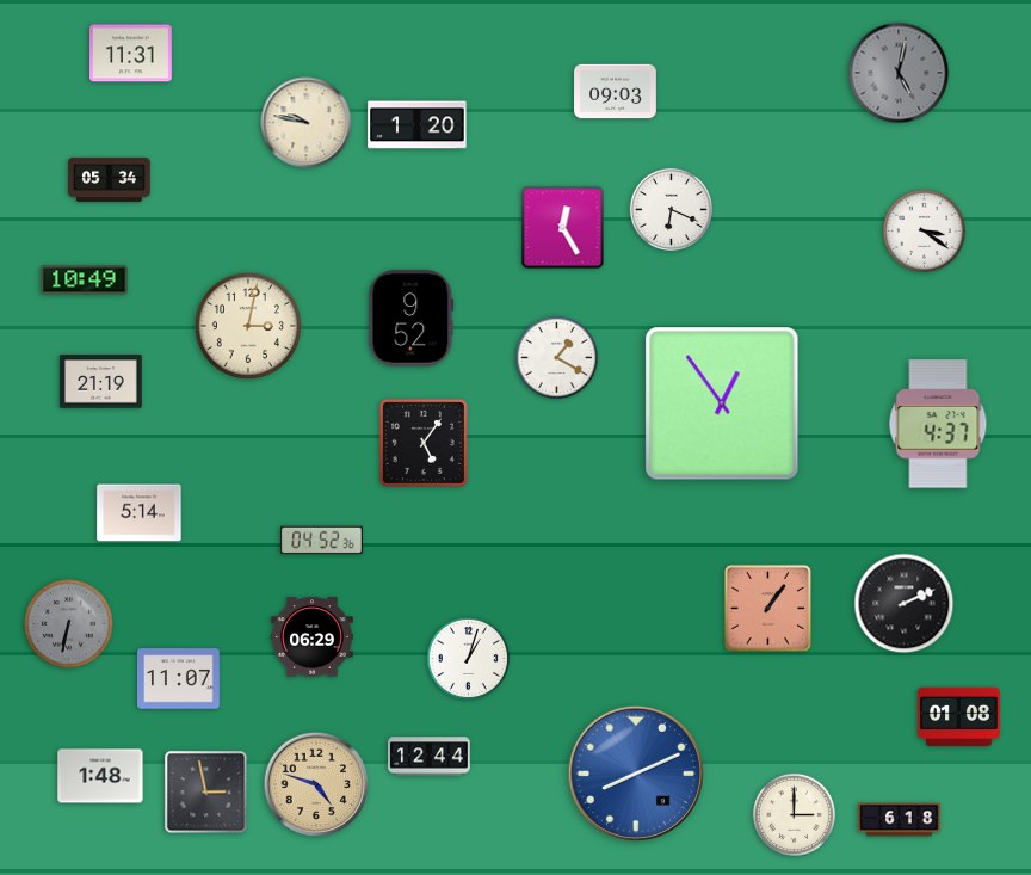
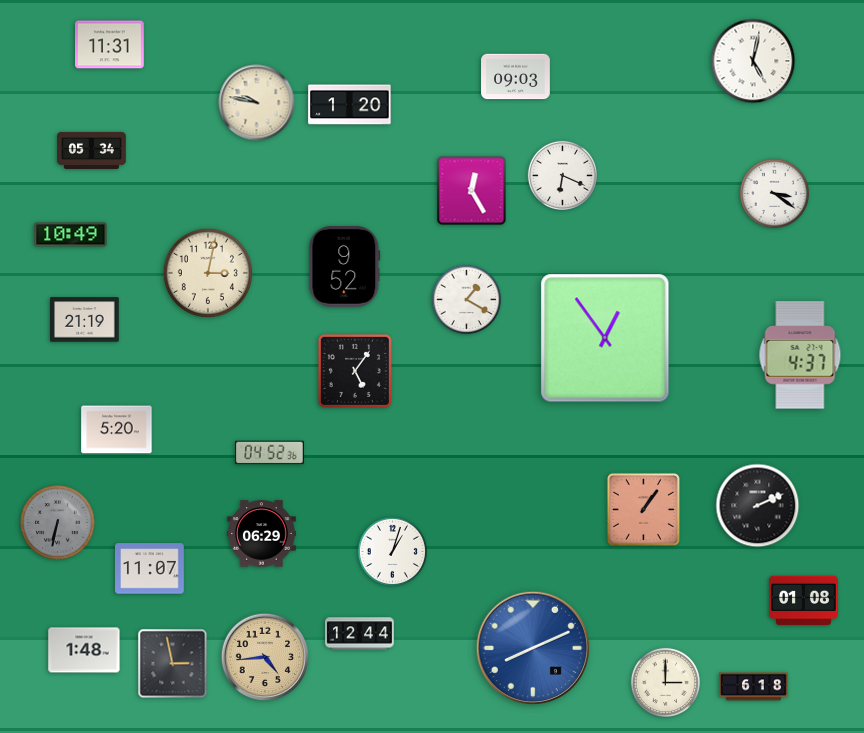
clock at (899, 73) dial: grey -> white
clock at (938, 424) position: (938, 424) -> (800, 355)
clock at (140, 513): 5:14 -> 5:20
clock at (316, 784): 4:48 -> 4:44
